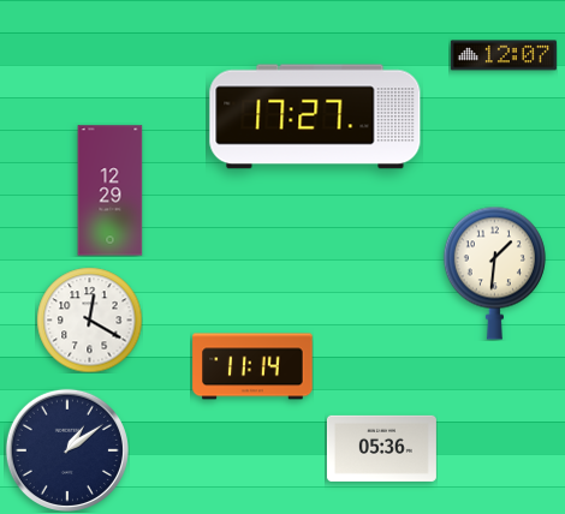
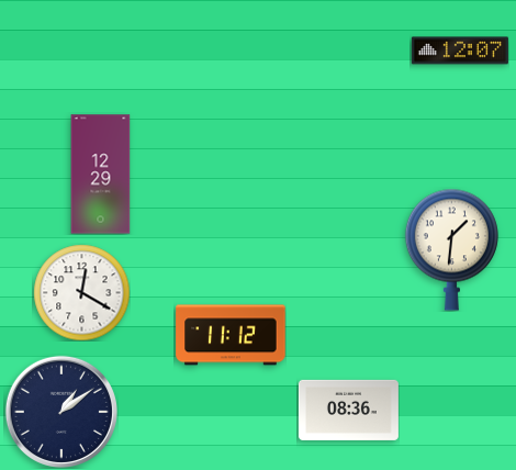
clock at (315, 116): 17:27 -> none
clock at (252, 366): 11:14 -> 11:12
clock at (381, 448): 05:36 -> 08:36
